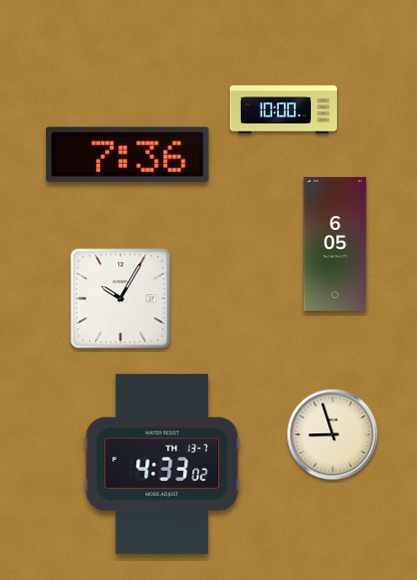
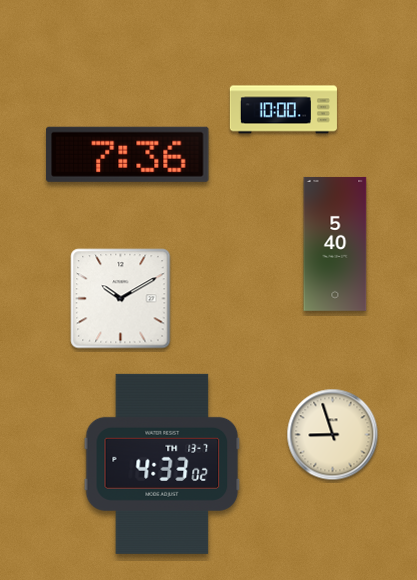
clock at (335, 244): 6:05 -> 5:40
clock at (121, 299): 10:05 -> 10:10
